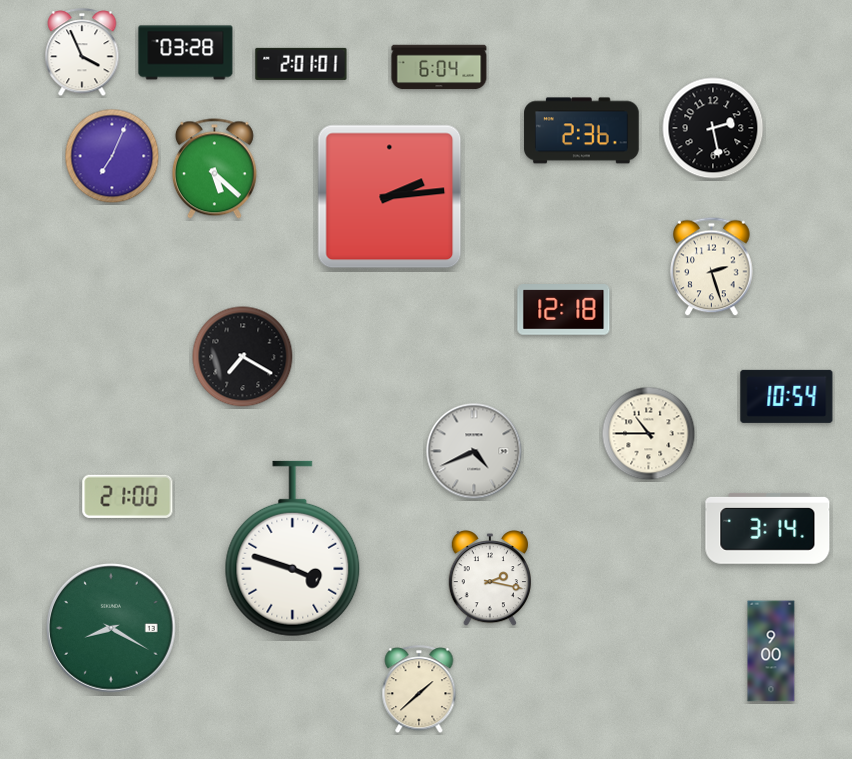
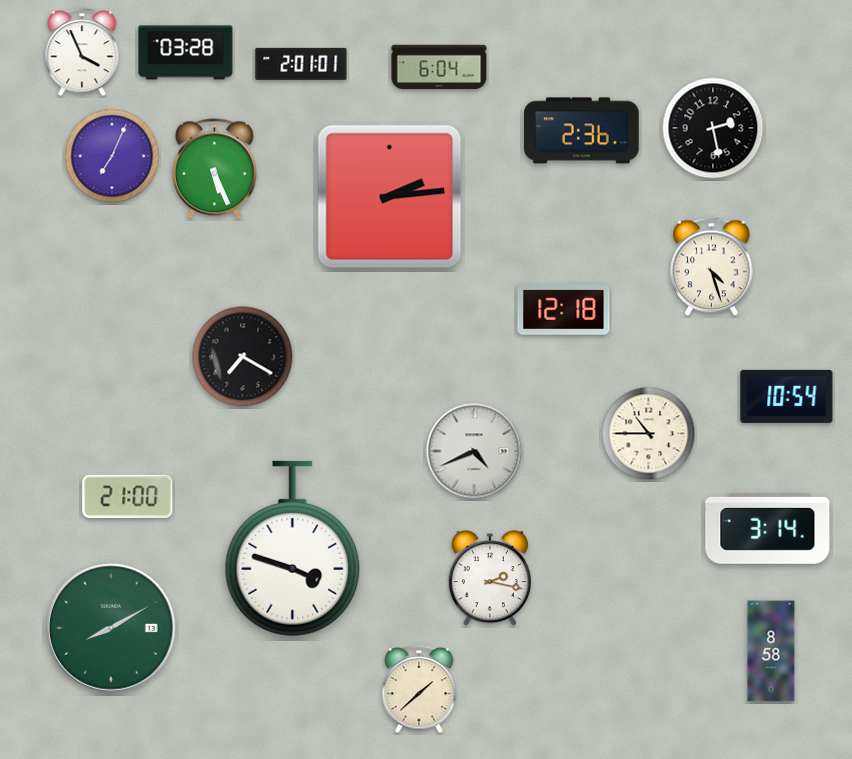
clock at (214, 169): 5:22 -> 5:26
clock at (712, 267): 2:27 -> 4:27
clock at (112, 629): 8:20 -> 8:10
clock at (771, 651): 9:00 -> 8:58
